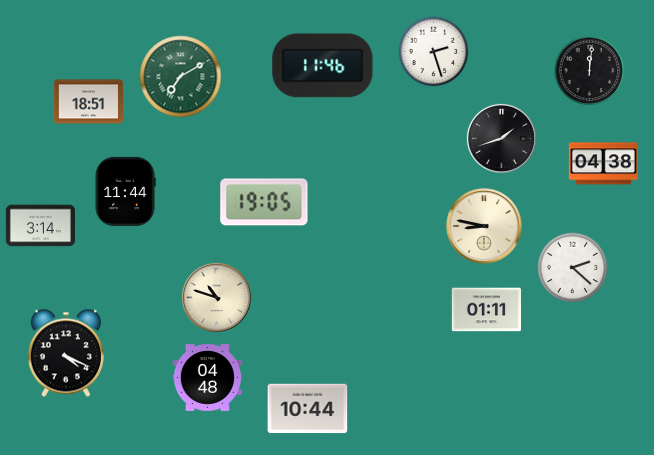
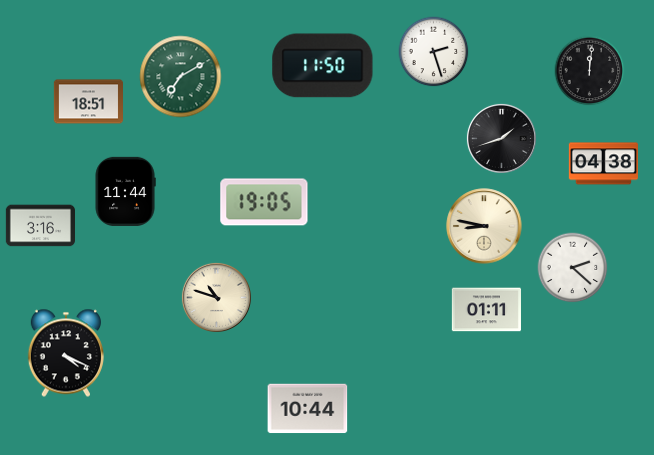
clock at (323, 66): 11:46 -> 11:50
clock at (40, 226): 3:14 -> 3:16
clock at (207, 378): 04:48 -> none
